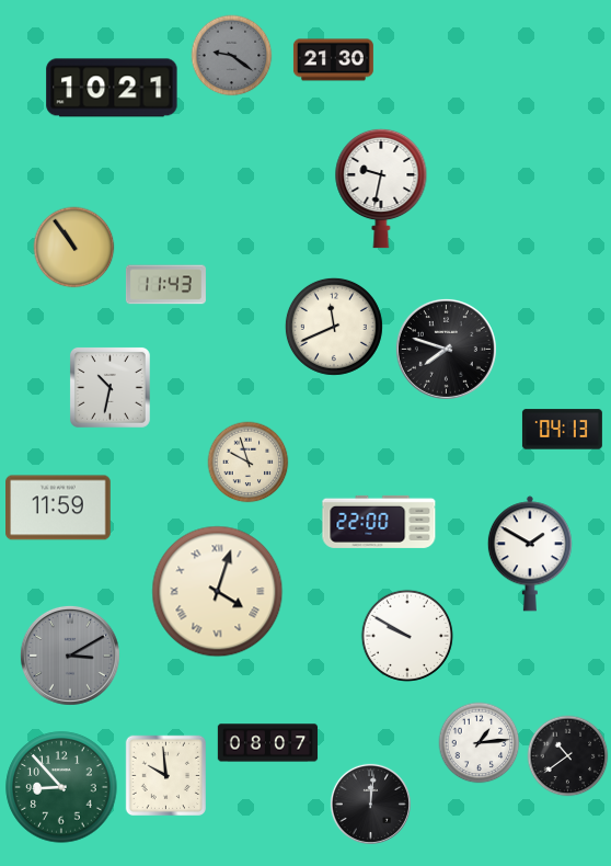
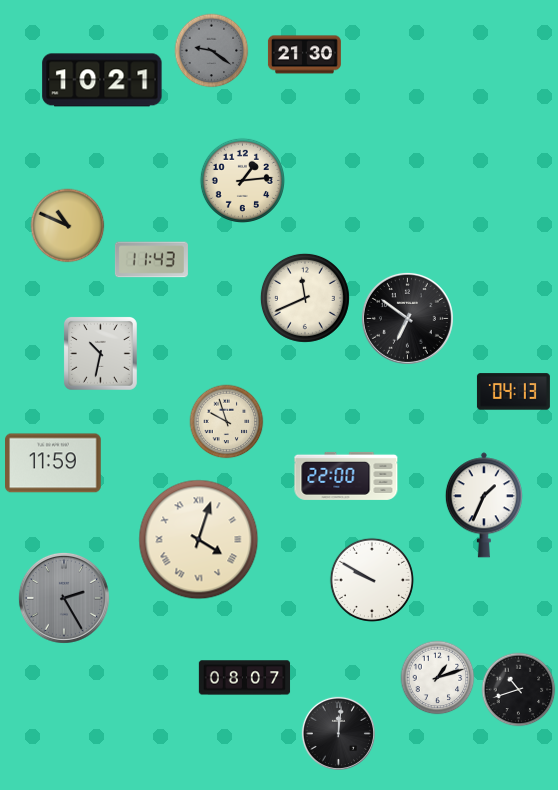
clock at (381, 189): 9:32 -> none
clock at (242, 180): none -> 1:14
clock at (74, 248): 10:54 -> 10:49
clock at (446, 349): 7:48 -> 6:51
clock at (530, 554): 1:50 -> 1:34
clock at (70, 656): 3:10 -> 2:25
clock at (480, 743): 1:14 -> 1:12
clock at (568, 756): 10:39 -> 10:42
clock at (165, 775): 9:59 -> none
clock at (61, 787): 8:53 -> none
